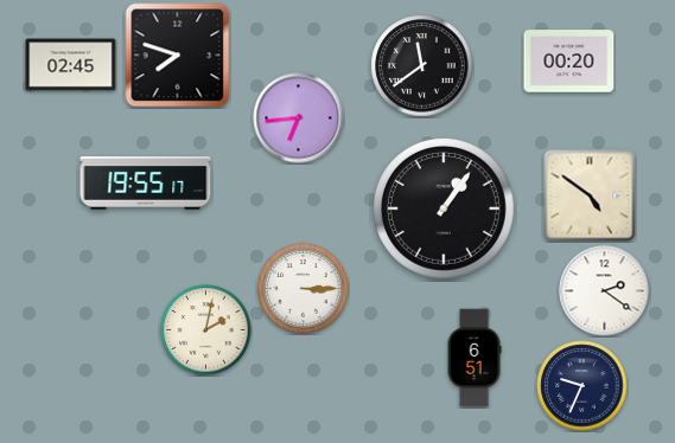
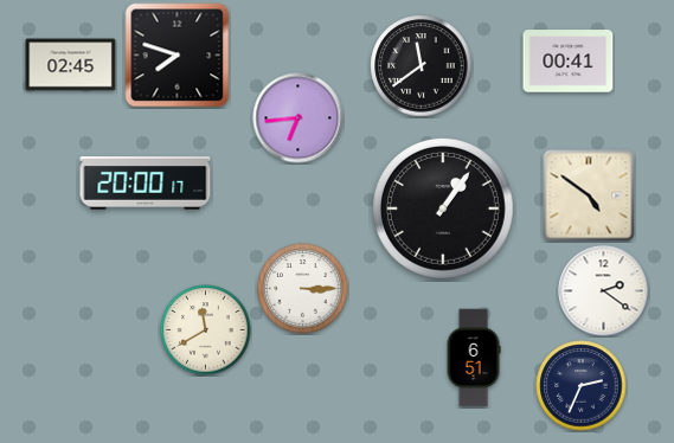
clock at (569, 62): 00:20 -> 00:41
clock at (146, 184): 19:55 -> 20:00
clock at (206, 330): 2:02 -> 11:40
clock at (582, 386): 9:34 -> 2:34
